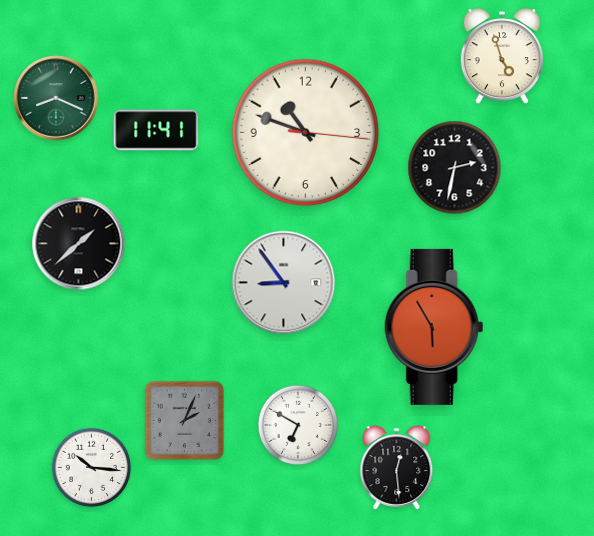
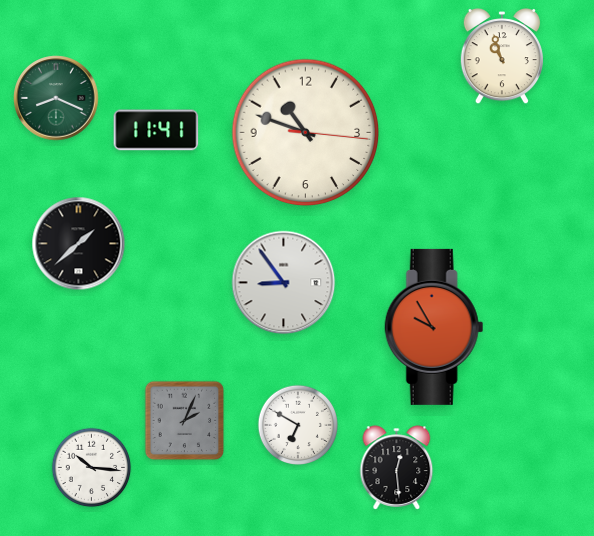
clock at (501, 57): 4:57 -> 10:57
clock at (455, 168): 2:32 -> none
clock at (434, 327): 5:55 -> 9:55
